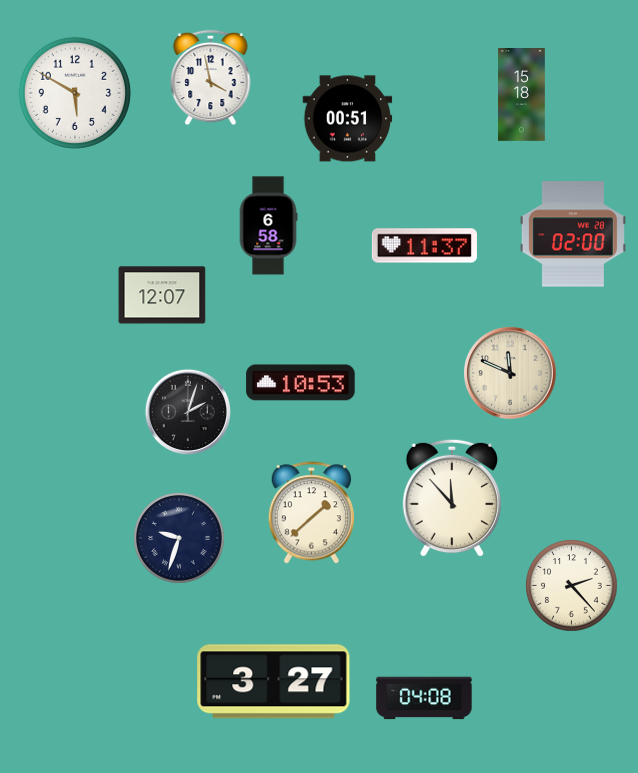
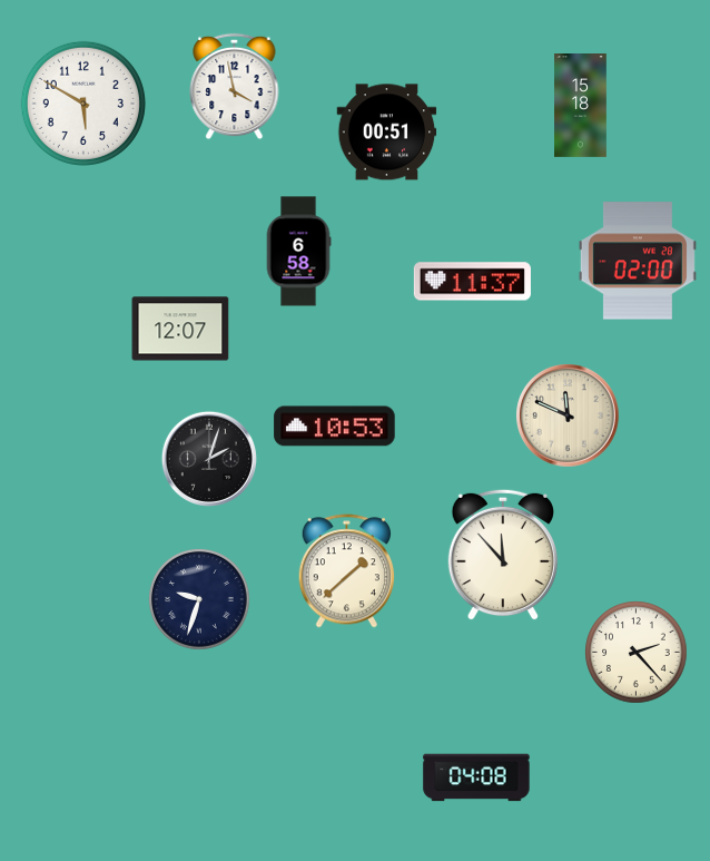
clock at (424, 246) position: (424, 246) -> (472, 282)
clock at (274, 682): 3:27 -> none
clock at (424, 698) position: (424, 698) -> (476, 777)
